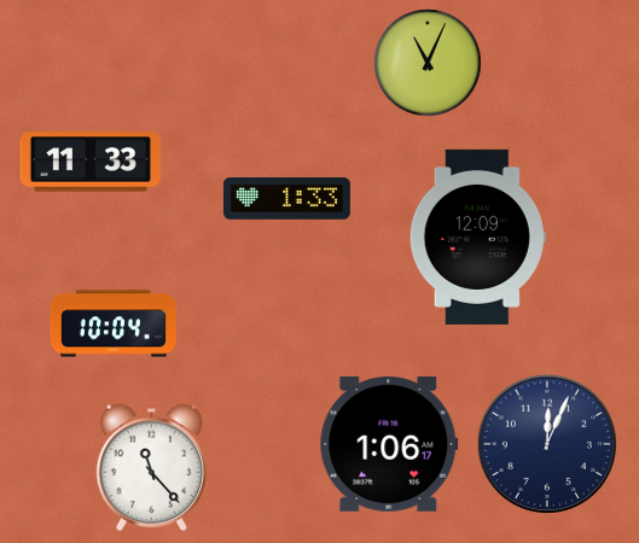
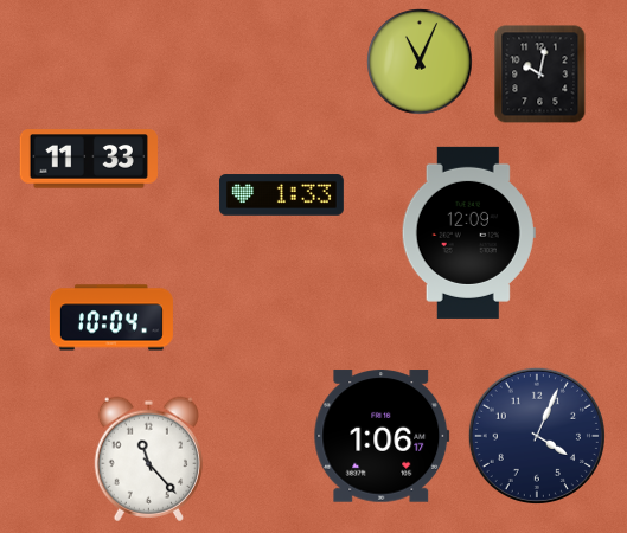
clock at (540, 75): none -> 10:02
clock at (547, 444): 12:04 -> 4:04
